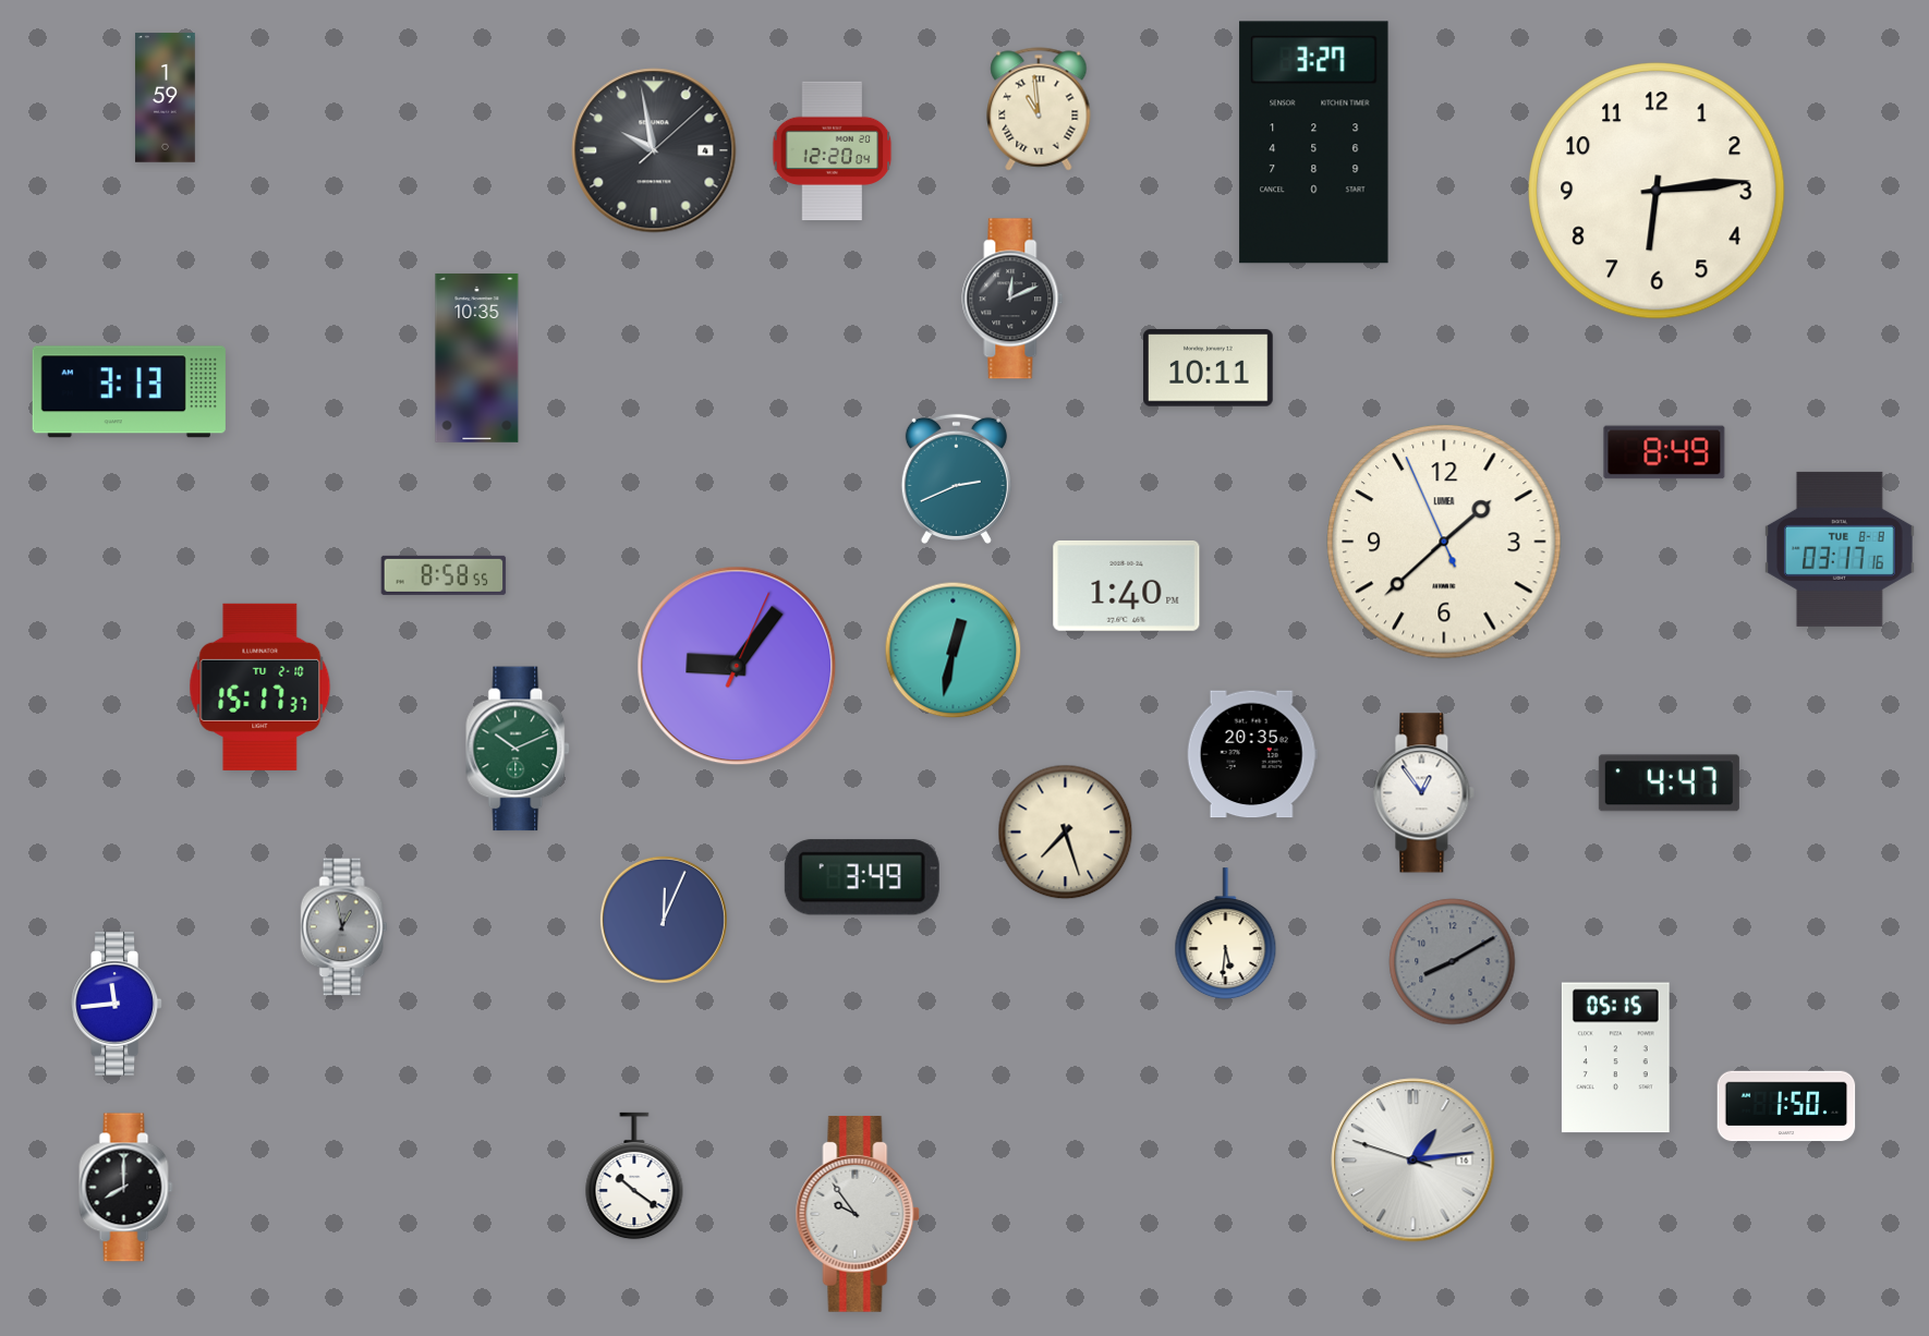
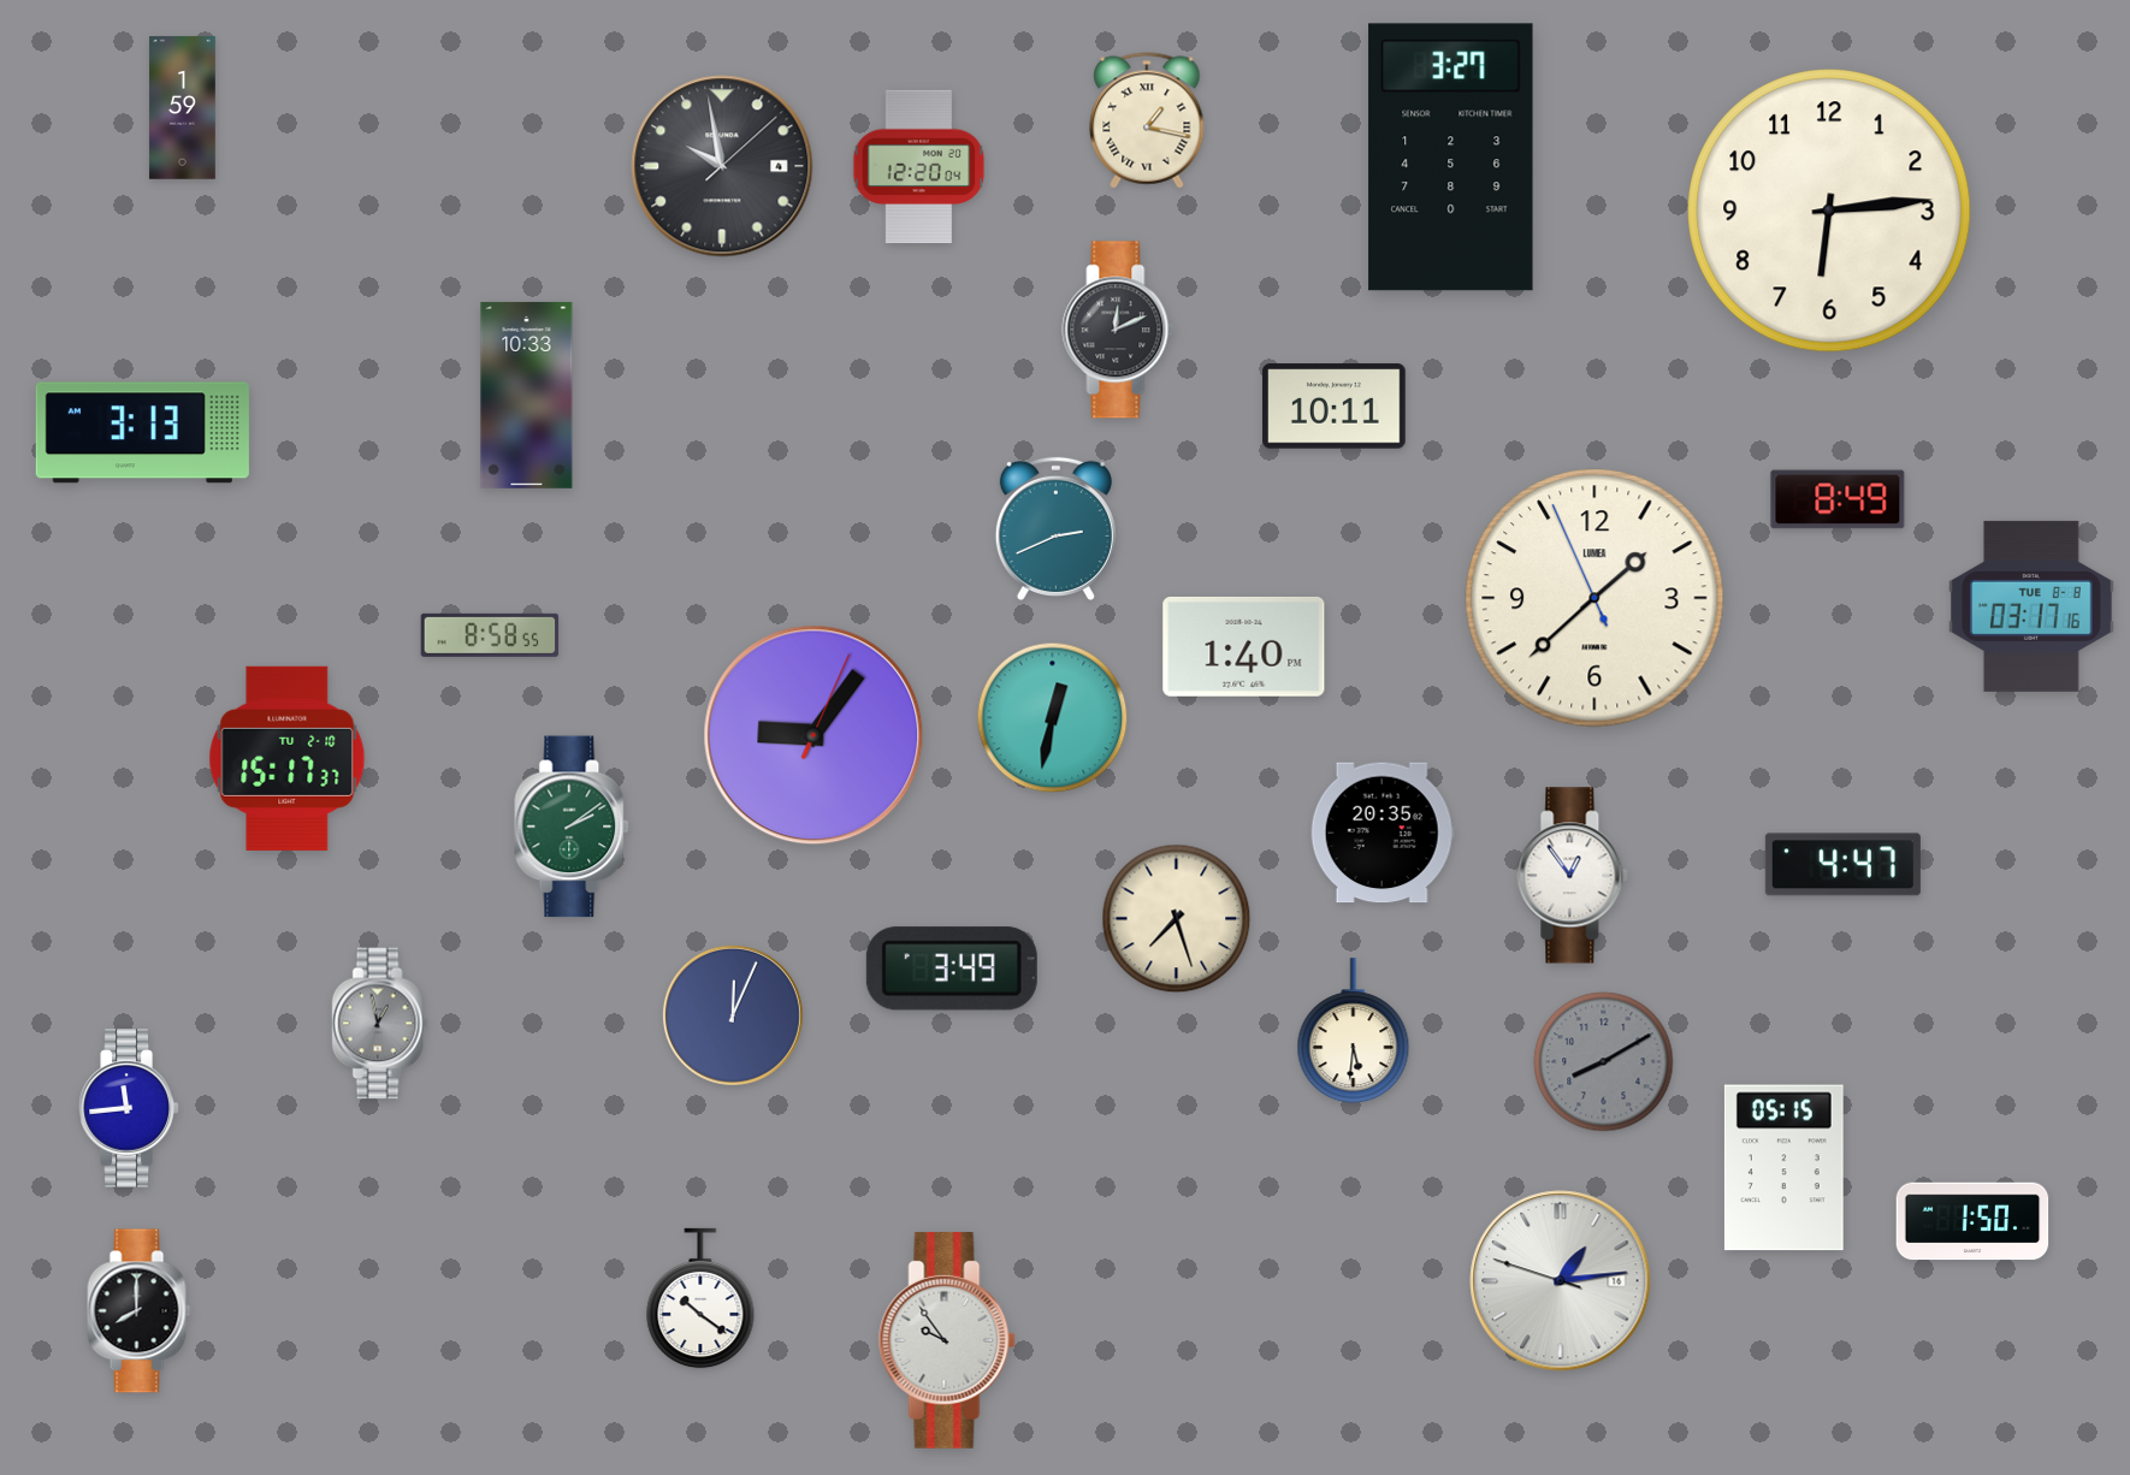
clock at (1039, 109): 10:59 -> 1:17
clock at (477, 357): 10:35 -> 10:33
clock at (519, 749): 10:11 -> 2:09
